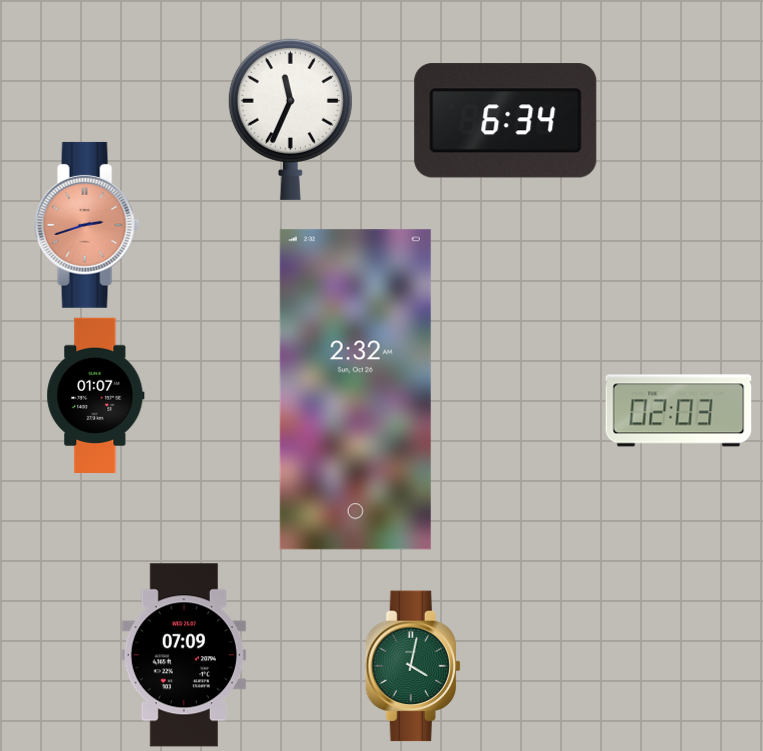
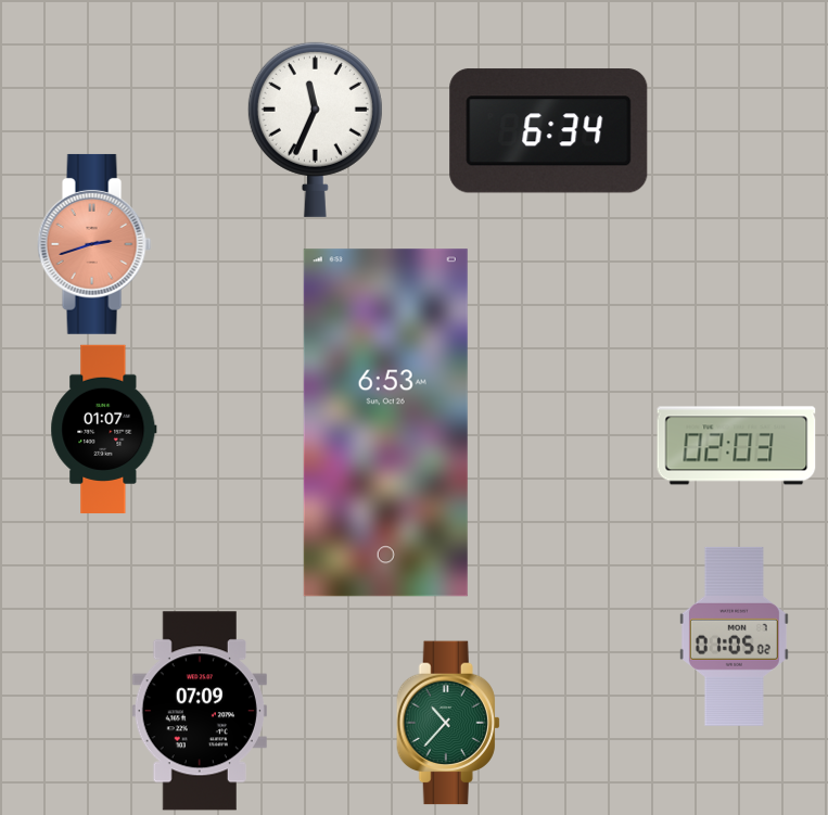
clock at (355, 390): 2:32 -> 6:53
clock at (734, 636): none -> 01:05
clock at (413, 666): 4:02 -> 10:37
